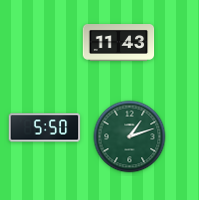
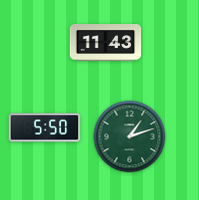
clock at (119, 43) position: (119, 43) -> (106, 43)
